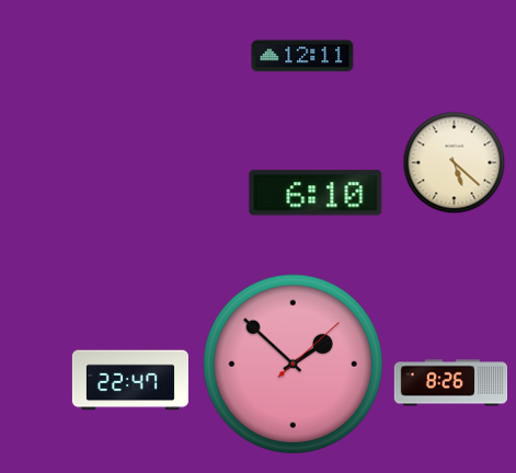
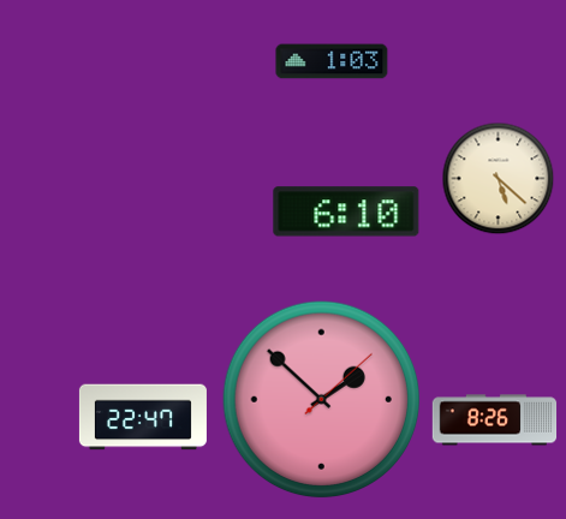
clock at (302, 56): 12:11 -> 1:03
